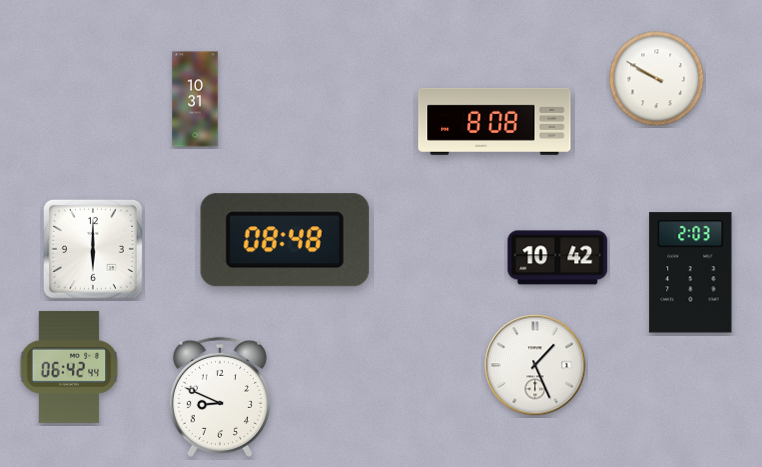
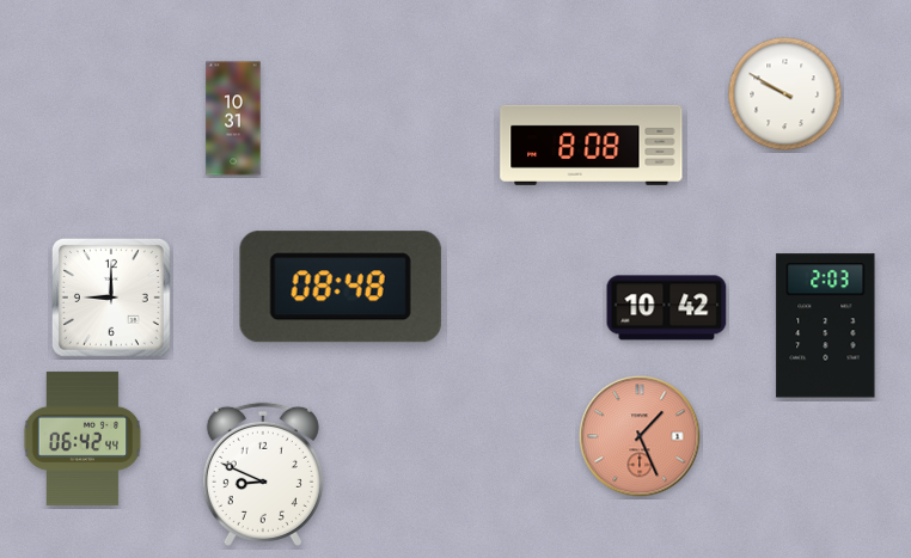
clock at (93, 249): 6:00 -> 9:00
clock at (535, 365) dial: white -> salmon
